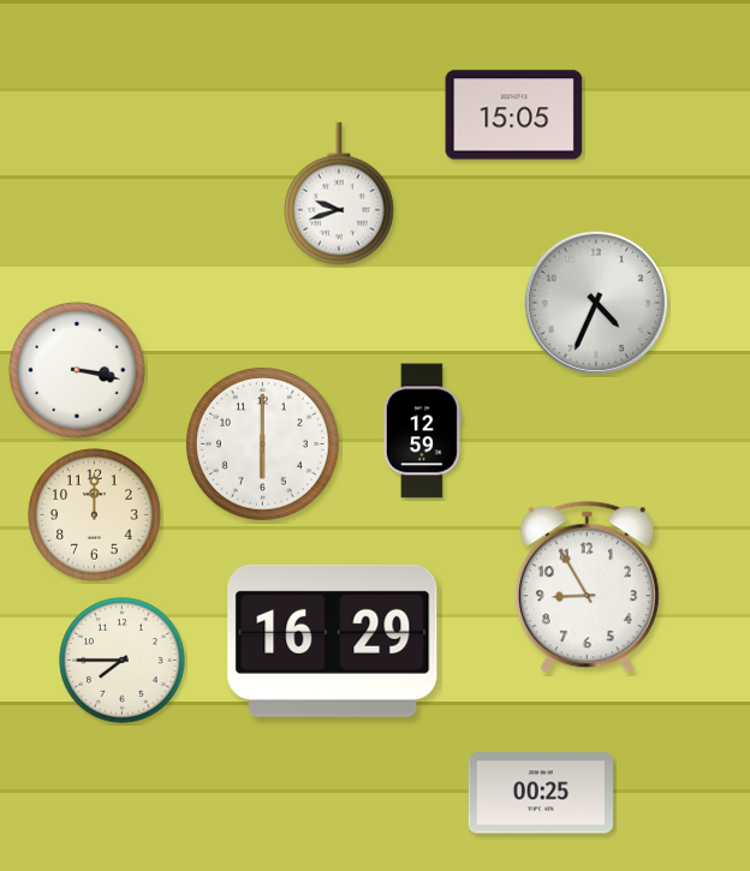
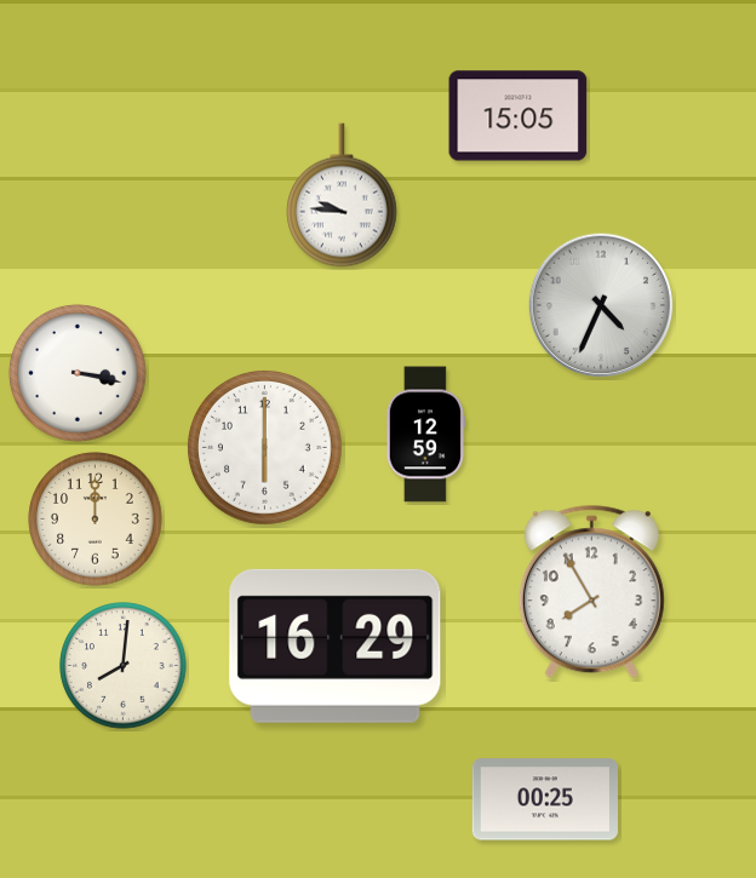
clock at (340, 193): 9:42 -> 9:46
clock at (587, 587): 8:55 -> 7:55
clock at (123, 661): 7:45 -> 8:01
